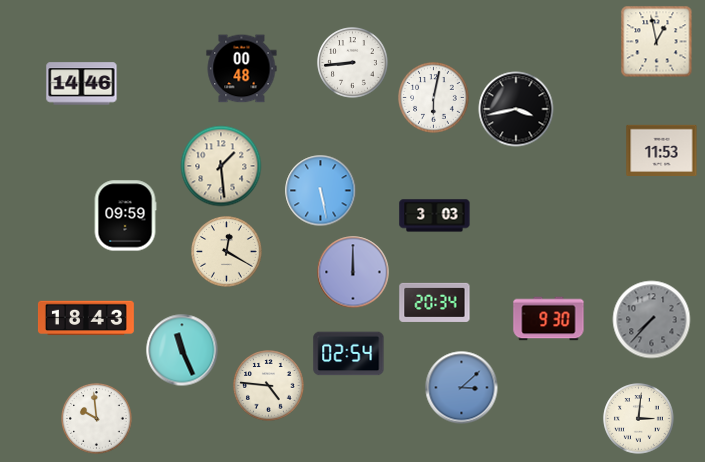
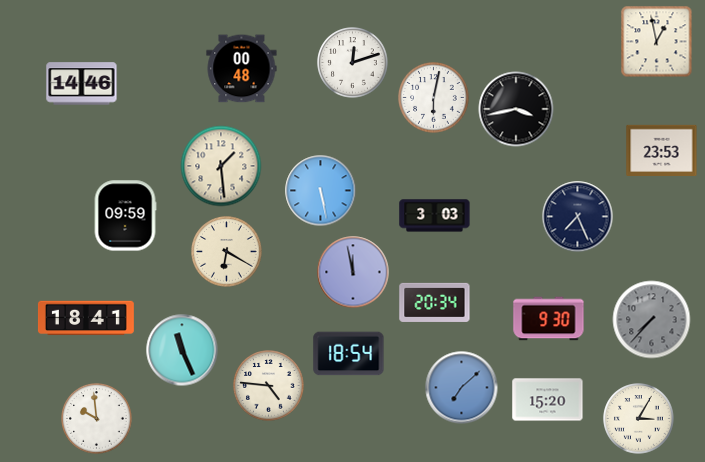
clock at (353, 63): 8:44 -> 12:12
clock at (662, 150): 11:53 -> 23:53
clock at (578, 217): none -> 7:26
clock at (227, 252): 12:20 -> 6:20
clock at (353, 272): 12:00 -> 11:58
clock at (86, 318): 18:43 -> 18:41
clock at (349, 354): 02:54 -> 18:54
clock at (462, 388): 3:08 -> 7:08
clock at (548, 400): none -> 15:20
clock at (639, 419): 3:01 -> 3:05
